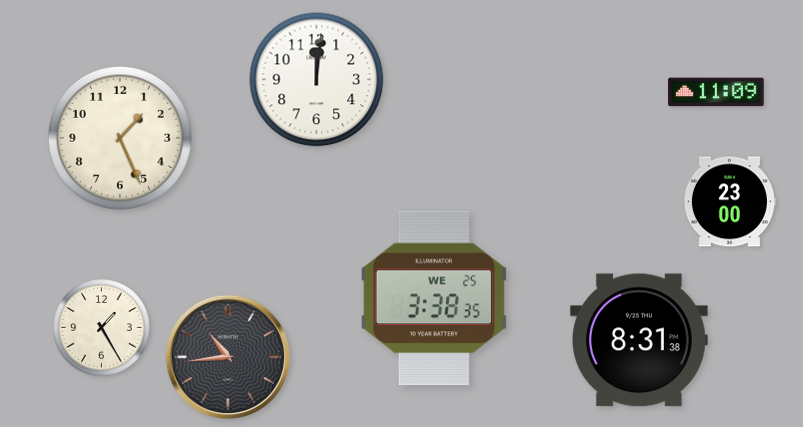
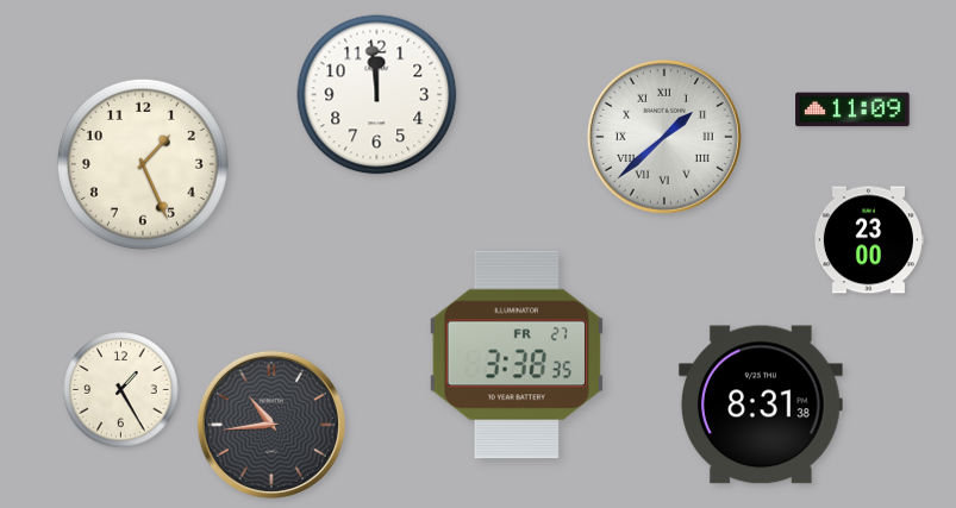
clock at (317, 80): 12:01 -> 11:59
clock at (664, 137): none -> 1:38
clock at (434, 298) date: WE 25 -> FR 27
